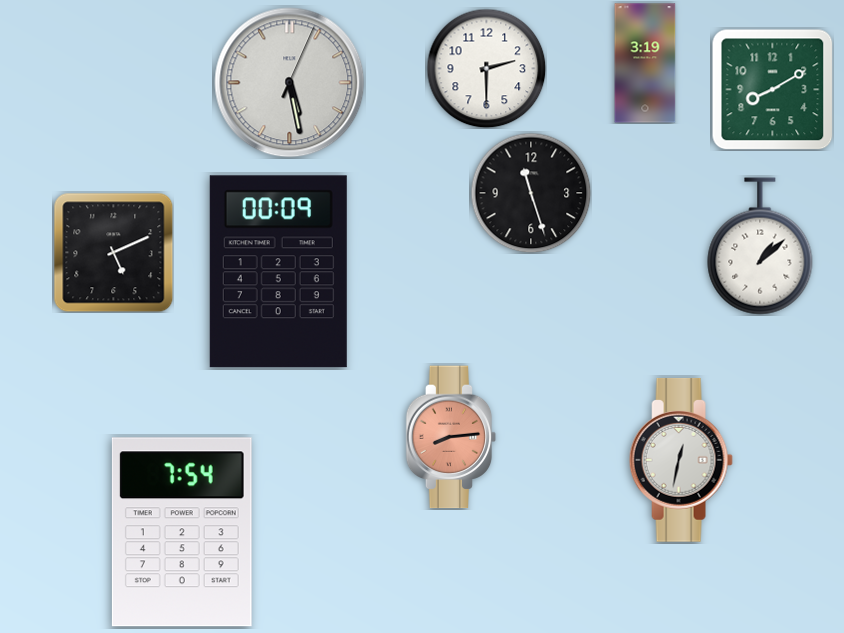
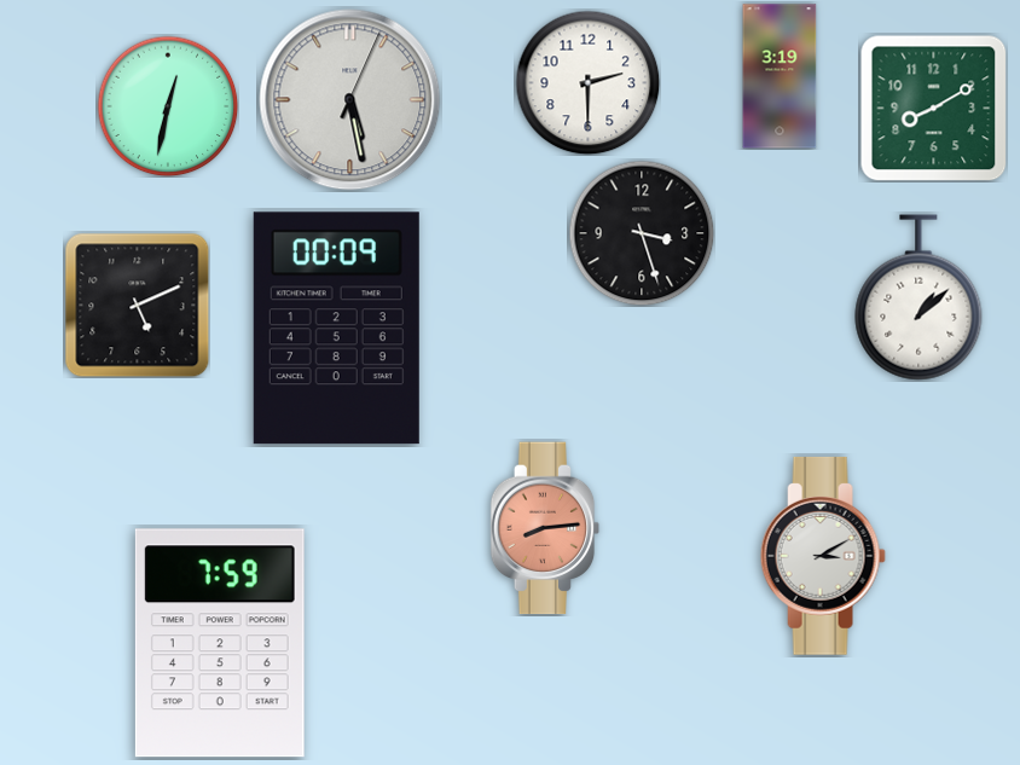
clock at (168, 106): none -> 12:32
clock at (531, 193): 11:27 -> 3:27
clock at (681, 460): 12:32 -> 3:10
clock at (182, 532): 7:54 -> 7:59
